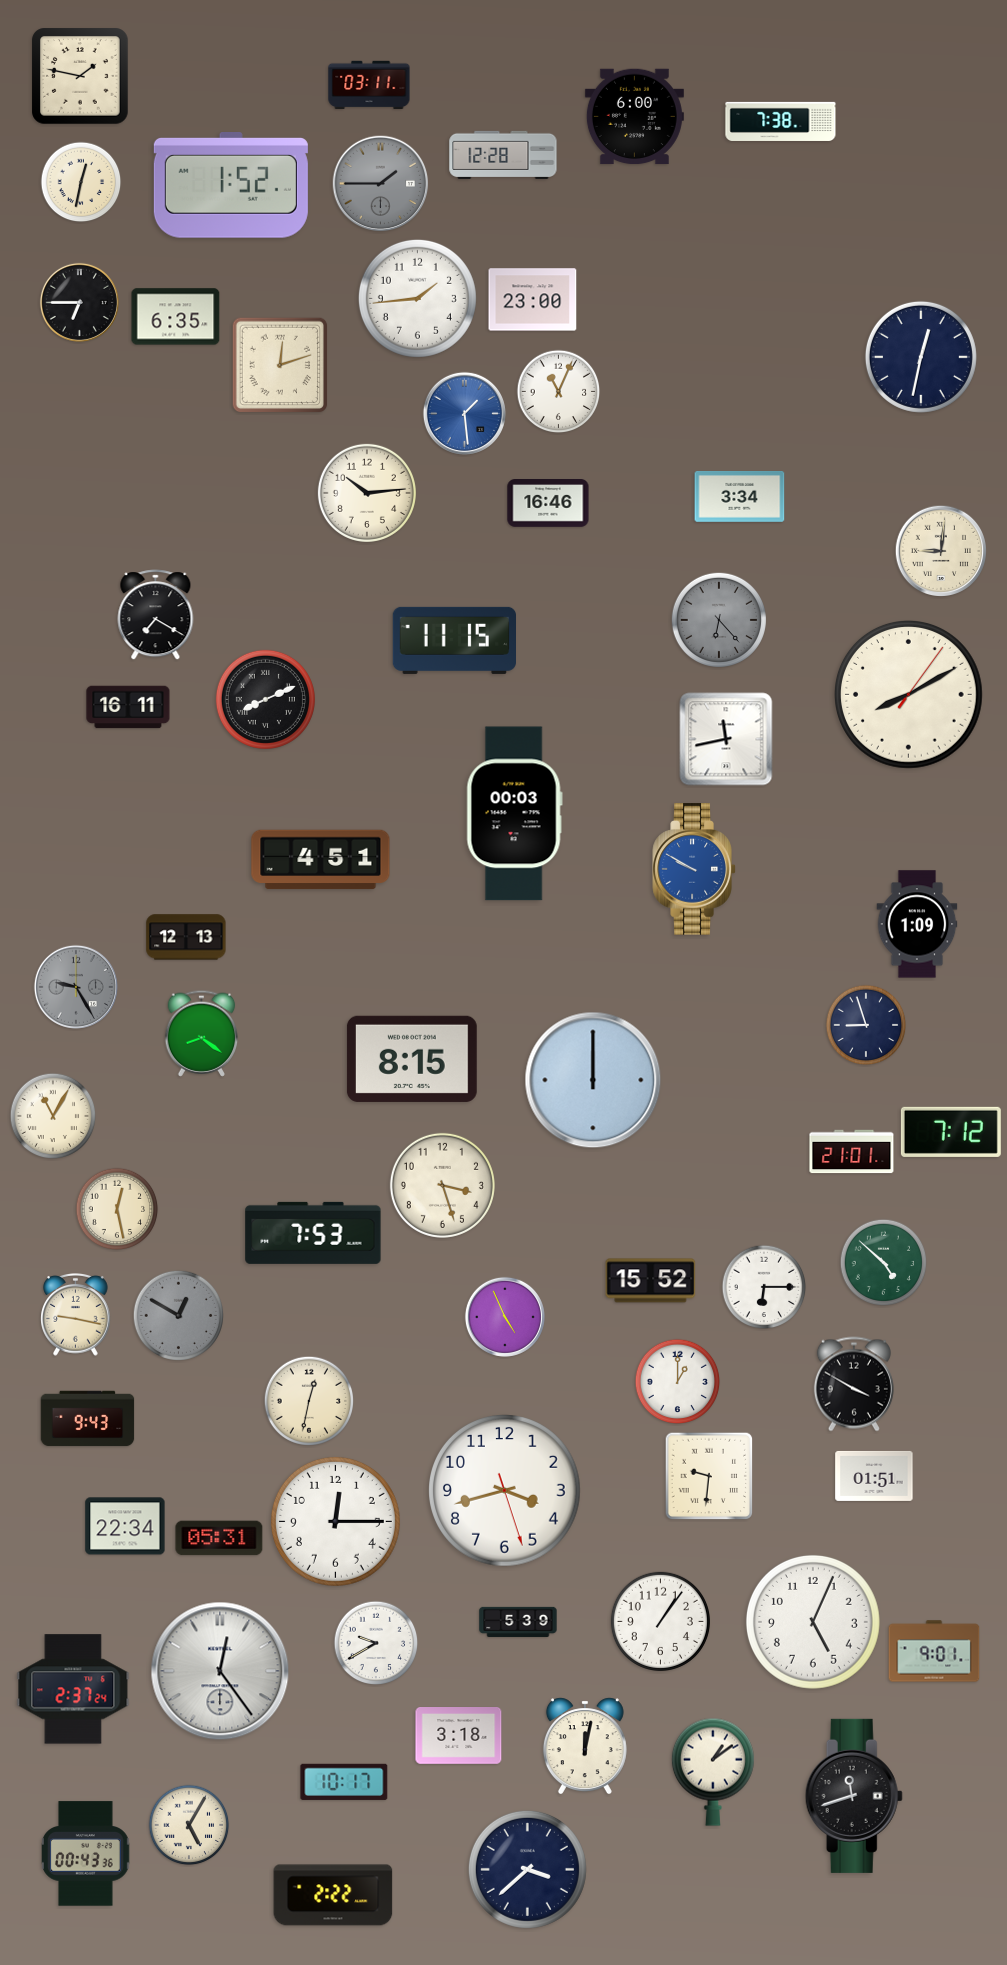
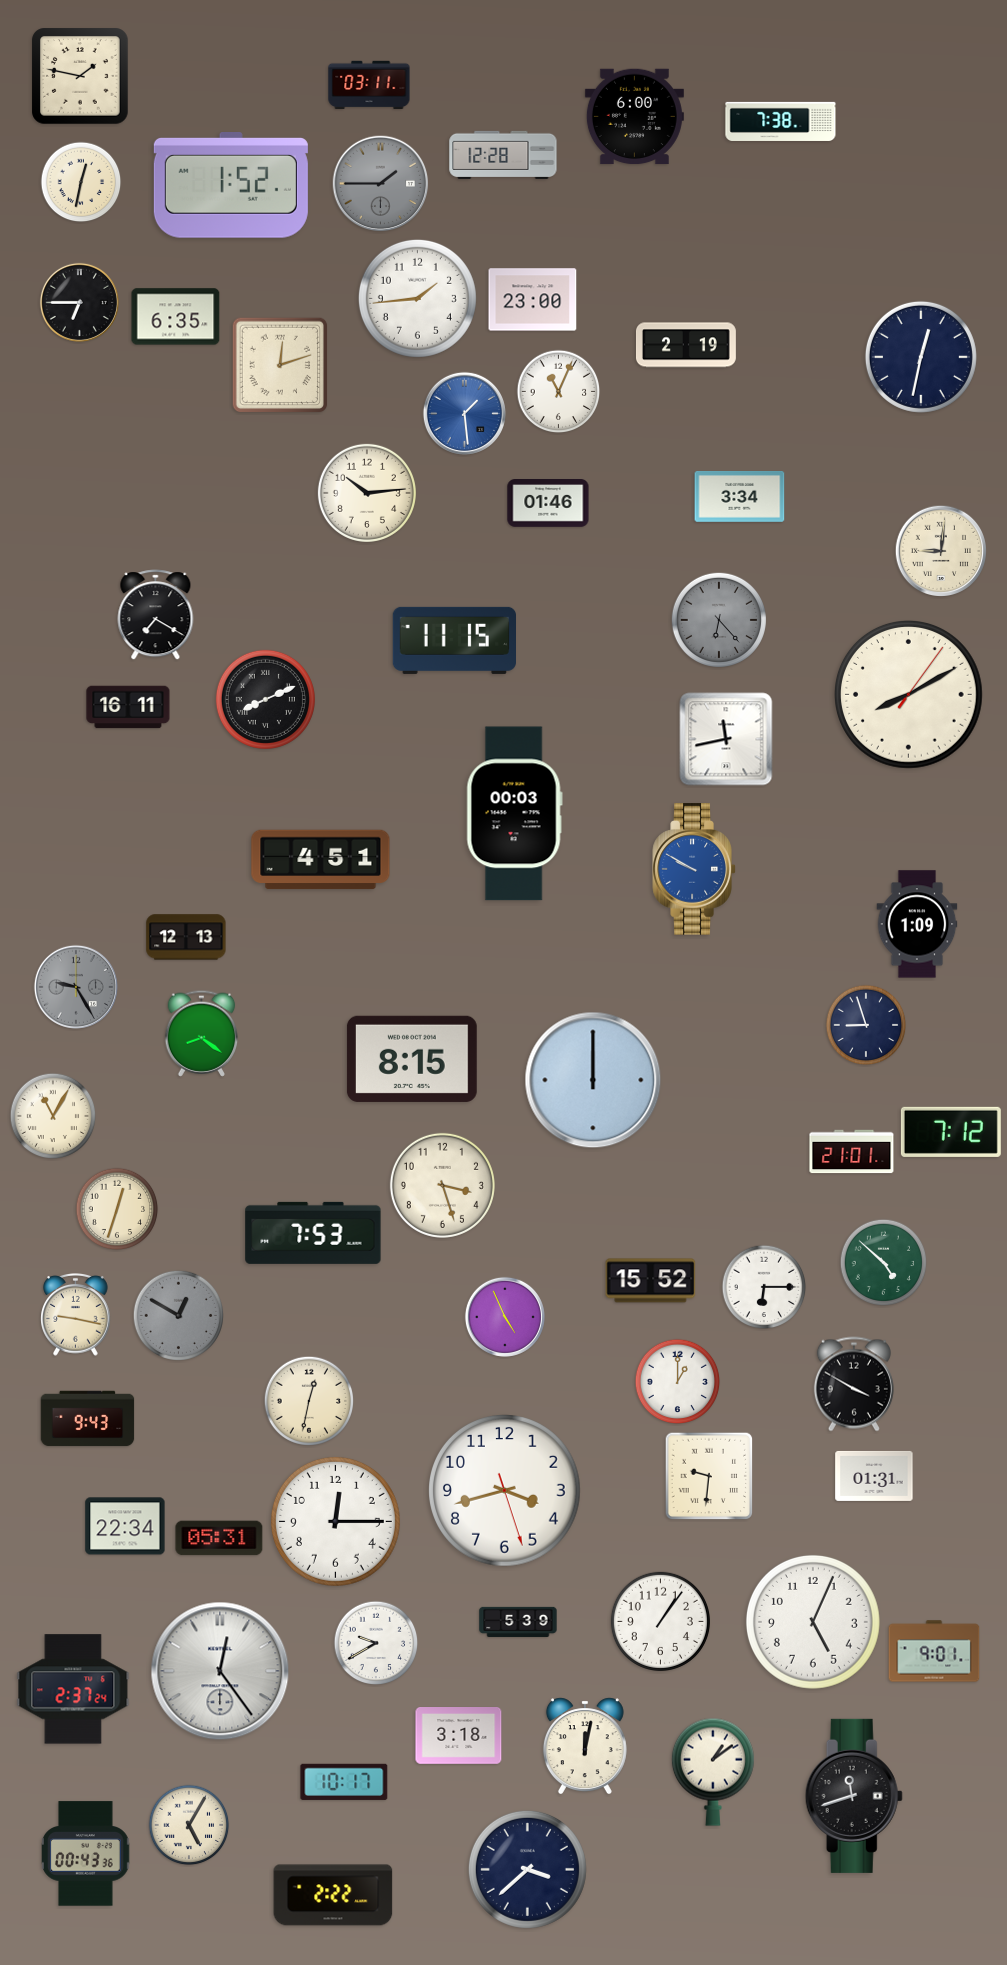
clock at (686, 345): none -> 2:19
clock at (548, 504): 16:46 -> 01:46
clock at (117, 1209): 12:28 -> 12:33
clock at (874, 1476): 01:51 -> 01:31
